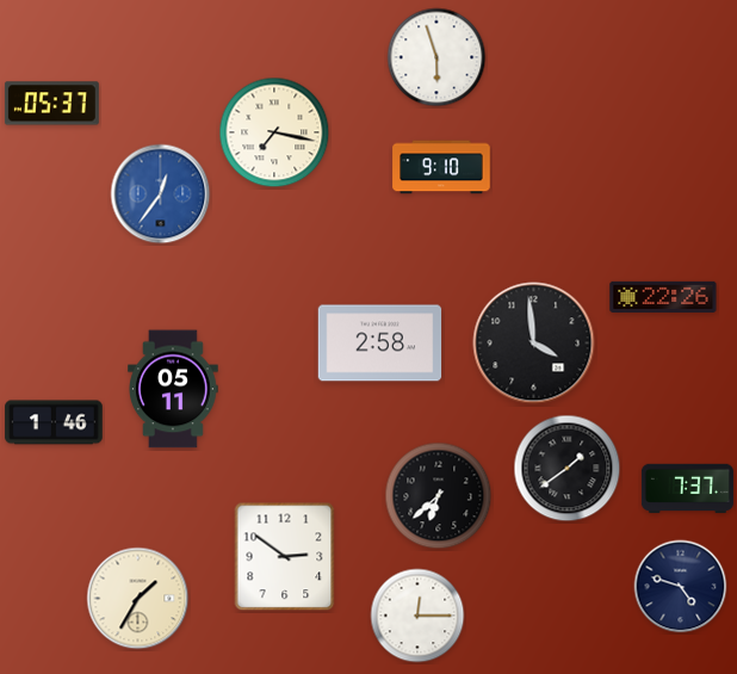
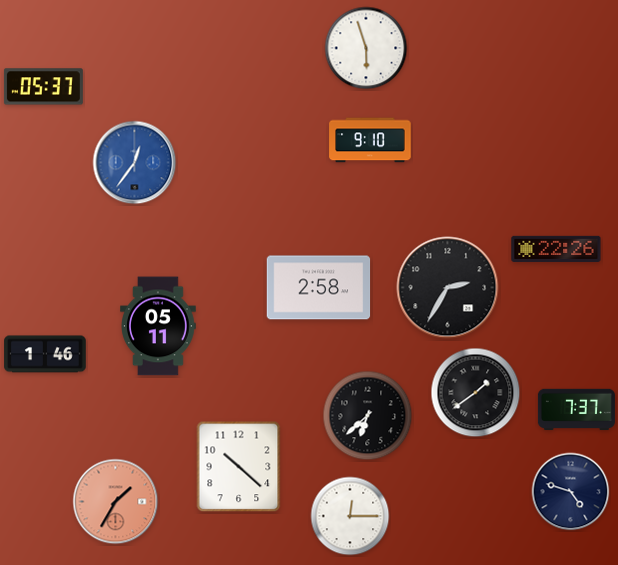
clock at (274, 132): 7:17 -> none
clock at (534, 344): 3:59 -> 2:35
clock at (174, 389) position: (174, 389) -> (159, 326)
clock at (285, 557): 2:51 -> 10:22
clock at (138, 599) dial: cream -> salmon
